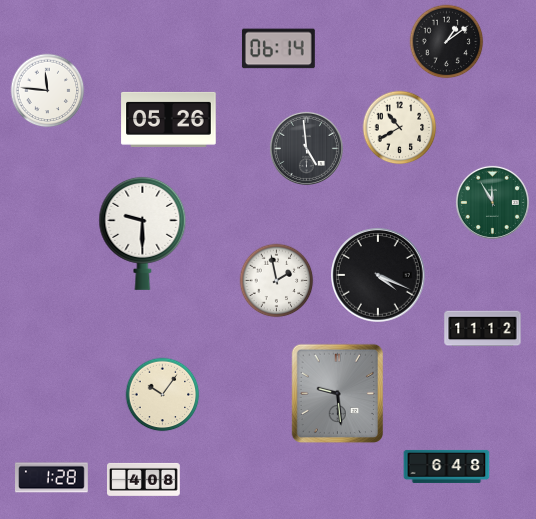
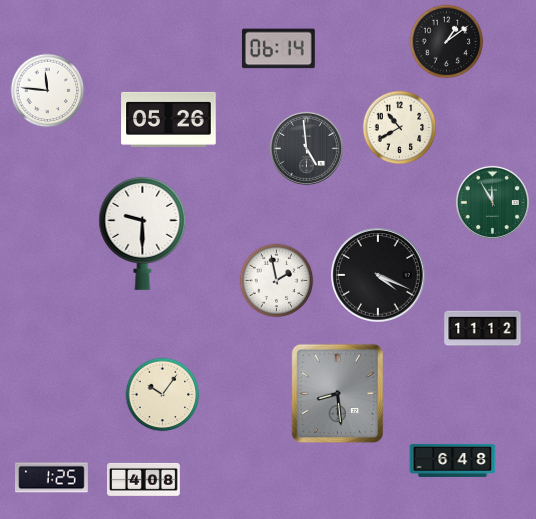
clock at (338, 394): 9:29 -> 8:29
clock at (447, 466) position: (447, 466) -> (453, 460)
clock at (52, 478): 1:28 -> 1:25
